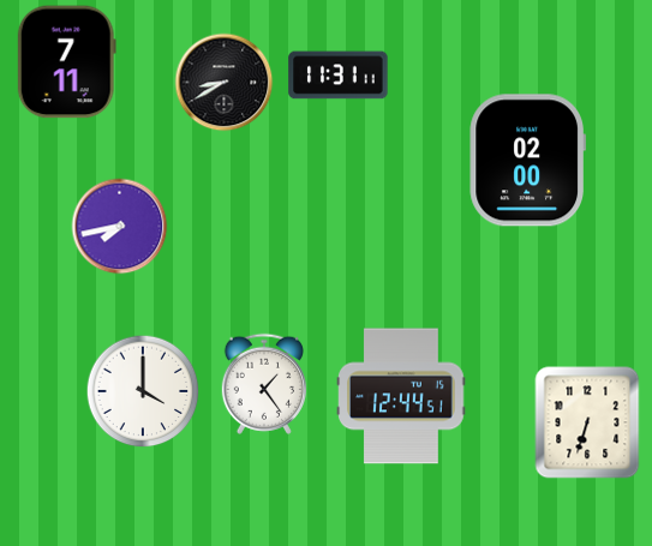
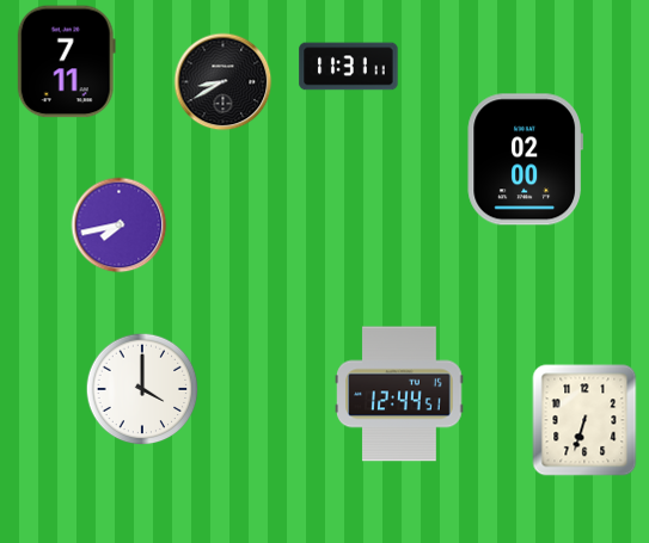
clock at (339, 76) position: (339, 76) -> (349, 67)
clock at (264, 384): 1:24 -> none
